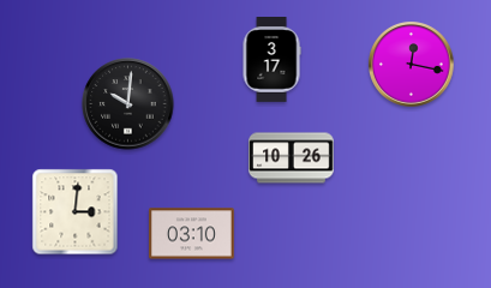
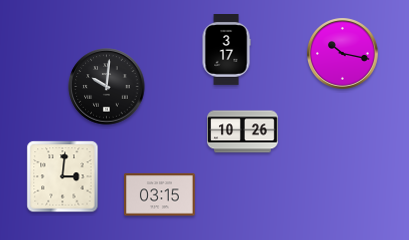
clock at (412, 65): 12:17 -> 10:17
clock at (192, 234): 03:10 -> 03:15
